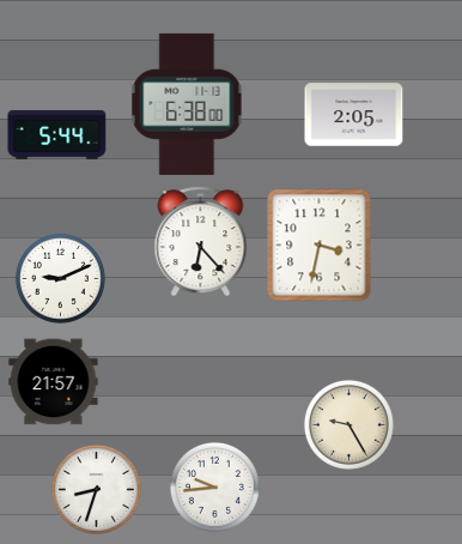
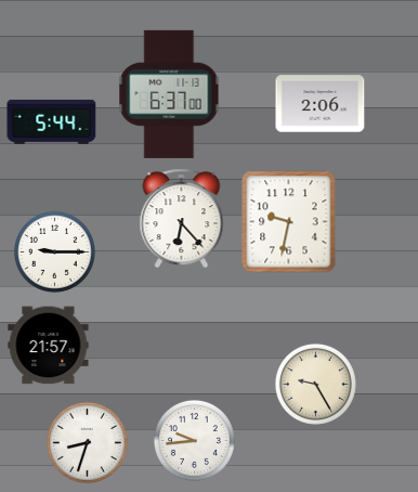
clock at (187, 104): 6:38 -> 6:37
clock at (354, 115): 2:05 -> 2:06
clock at (320, 246): 3:32 -> 9:32
clock at (60, 278): 9:11 -> 9:15
